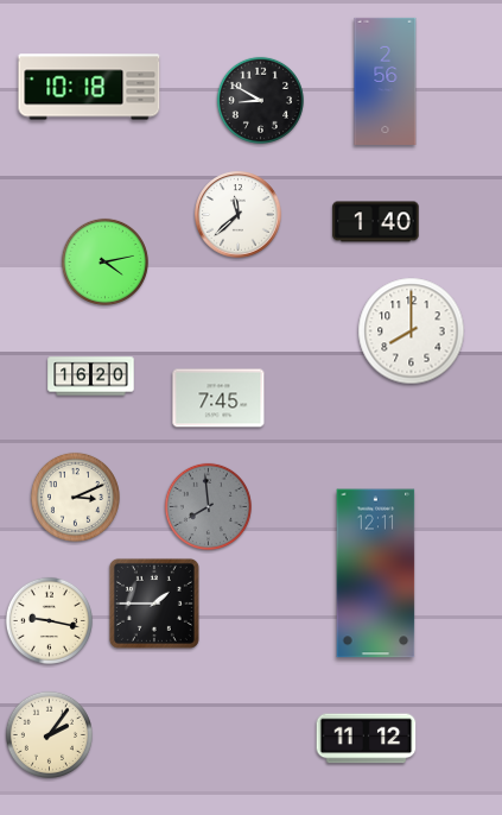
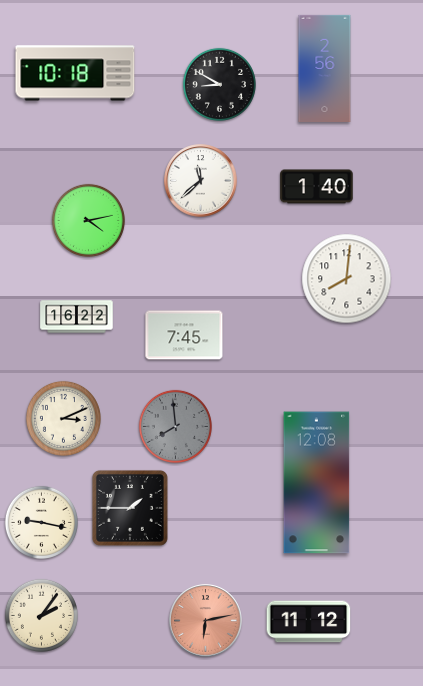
clock at (412, 331): 8:00 -> 8:01
clock at (91, 377): 16:20 -> 16:22
clock at (376, 574): 12:11 -> 12:08
clock at (49, 734) position: (49, 734) -> (41, 615)
clock at (206, 621): none -> 6:13
